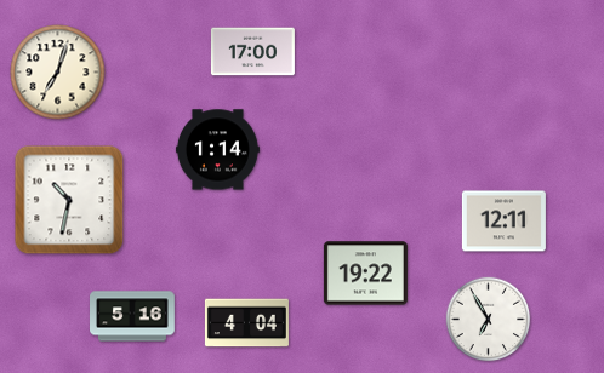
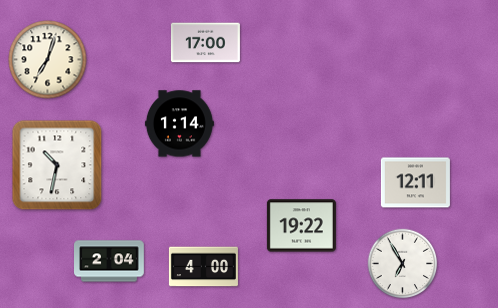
clock at (252, 52) position: (252, 52) -> (205, 43)
clock at (133, 316): 5:16 -> 2:04
clock at (246, 323): 4:04 -> 4:00
